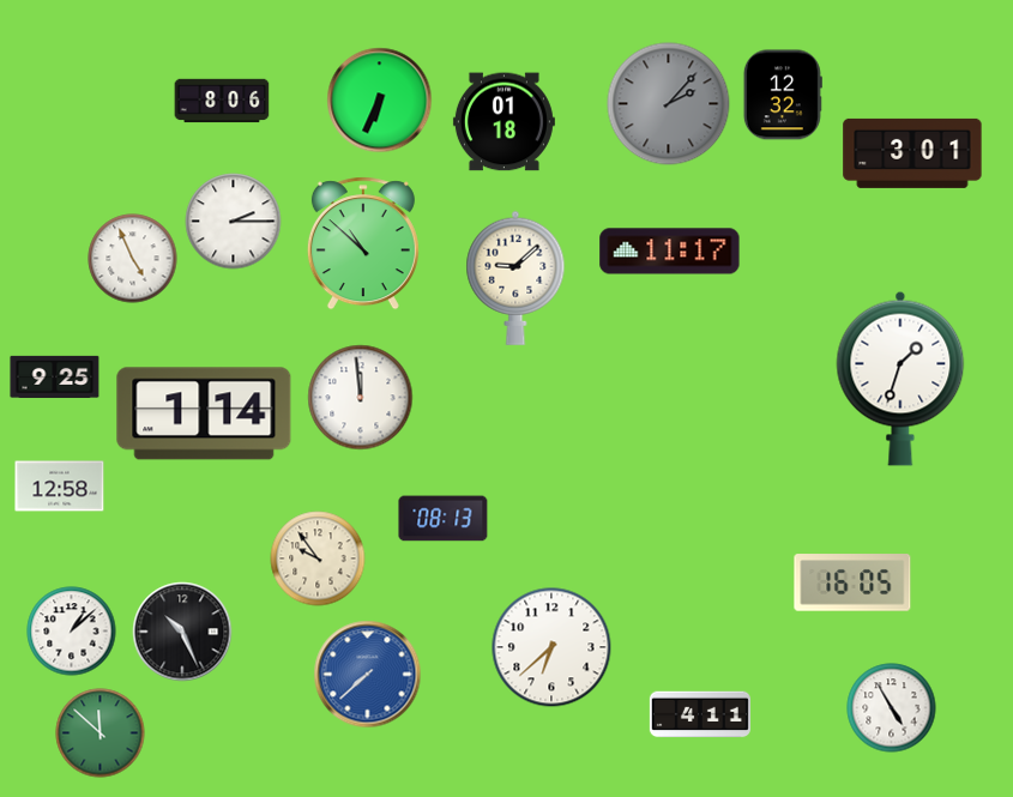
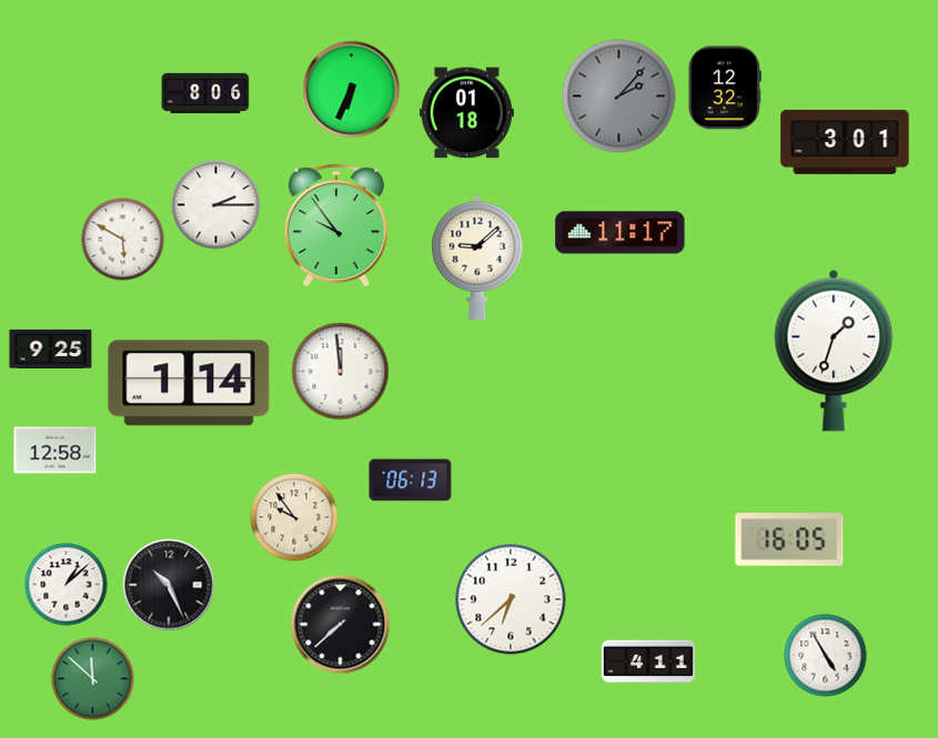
clock at (380, 101) position: (380, 101) -> (352, 90)
clock at (363, 243): 10:52 -> 9:54
clock at (133, 259): 4:56 -> 5:50
clock at (361, 398) position: (361, 398) -> (341, 372)
clock at (444, 519): 08:13 -> 06:13
clock at (368, 675) dial: blue -> black
